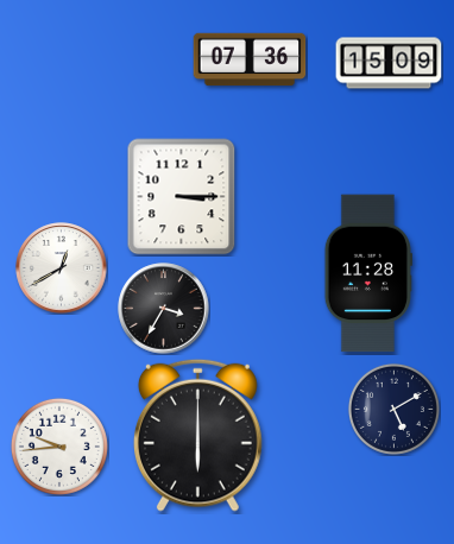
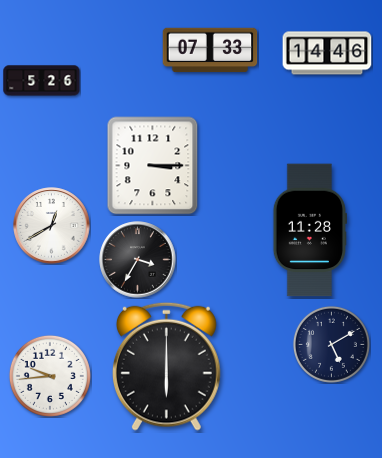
clock at (250, 59): 07:36 -> 07:33
clock at (389, 63): 15:09 -> 14:46
clock at (42, 81): none -> 5:26
